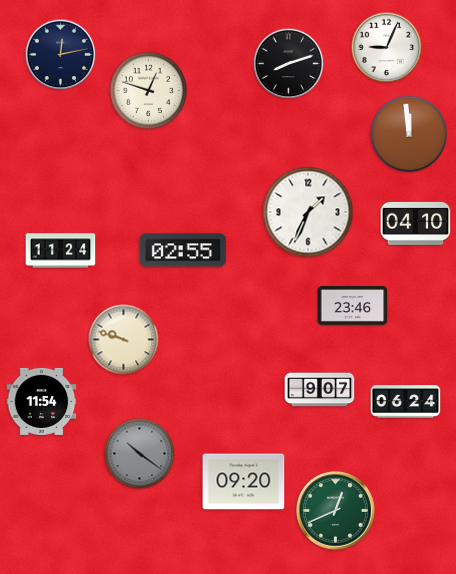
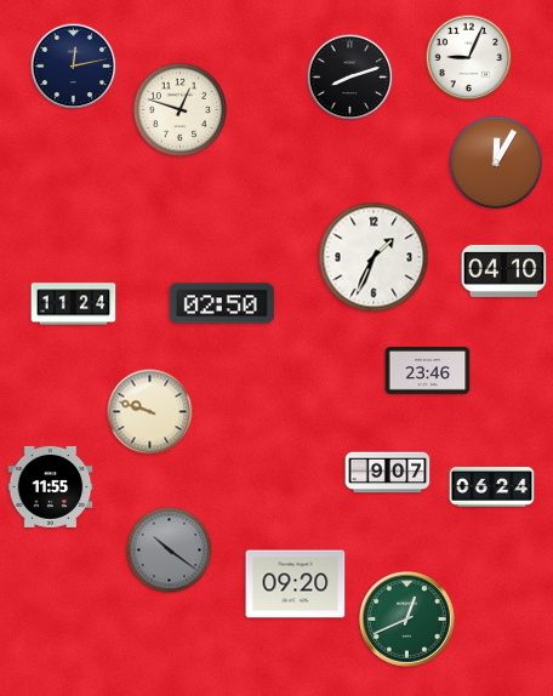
clock at (409, 134): 11:59 -> 12:05
clock at (183, 250): 02:55 -> 02:50
clock at (42, 401): 11:54 -> 11:55
